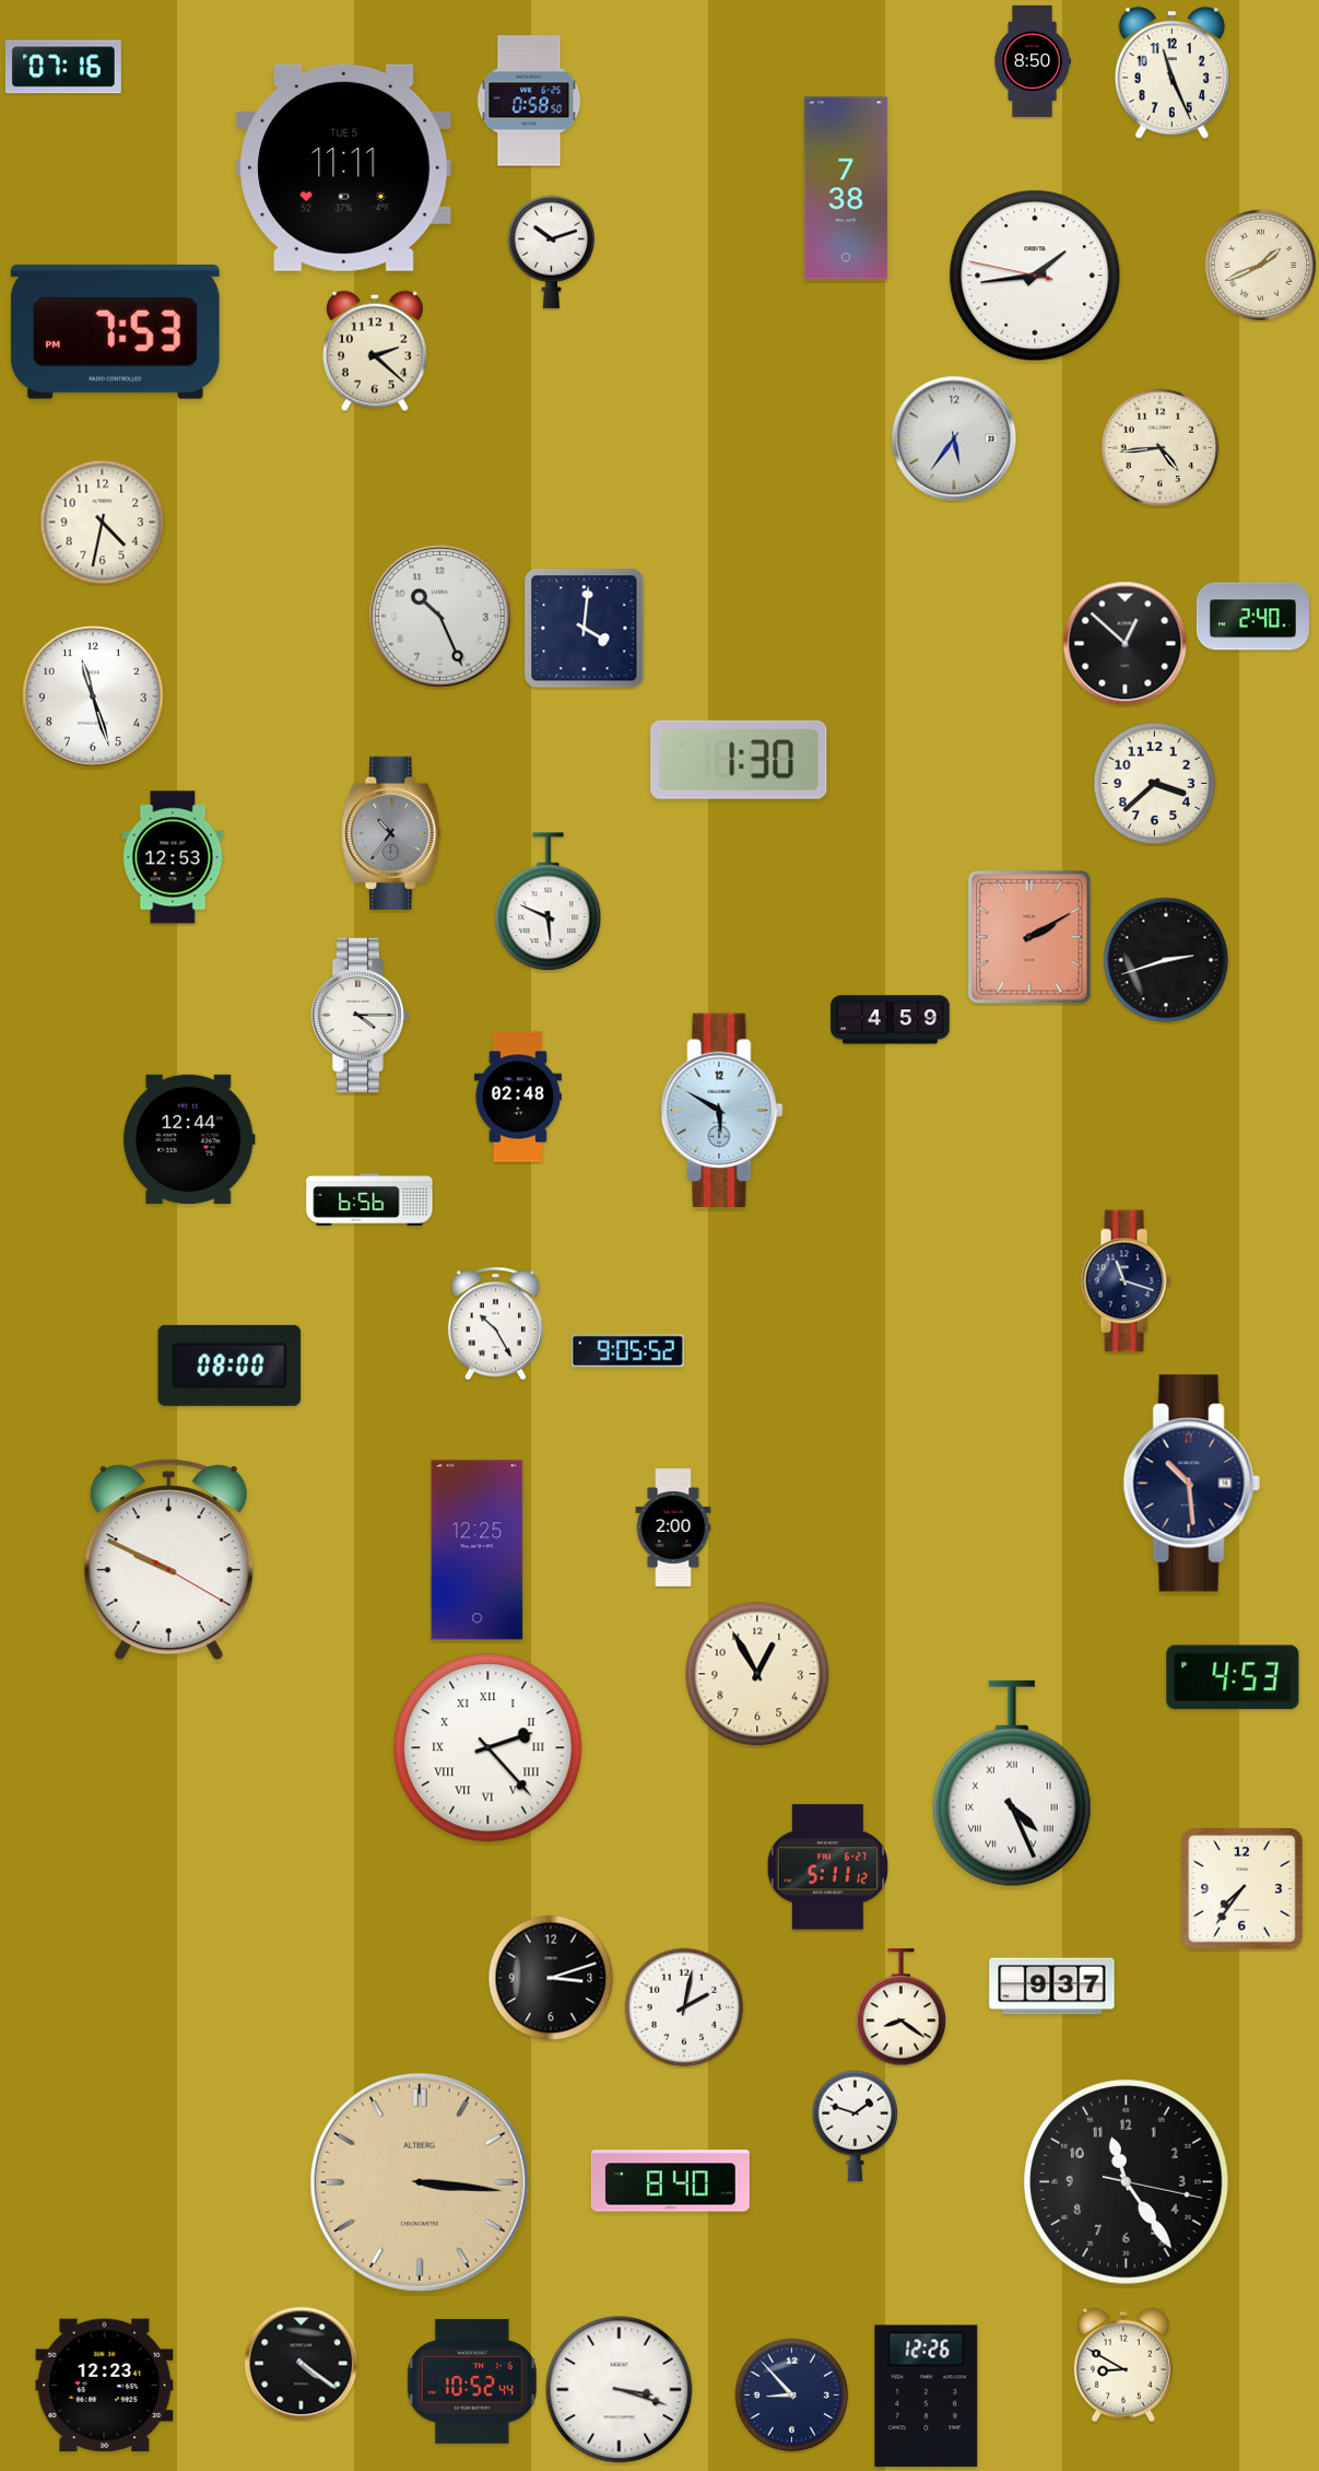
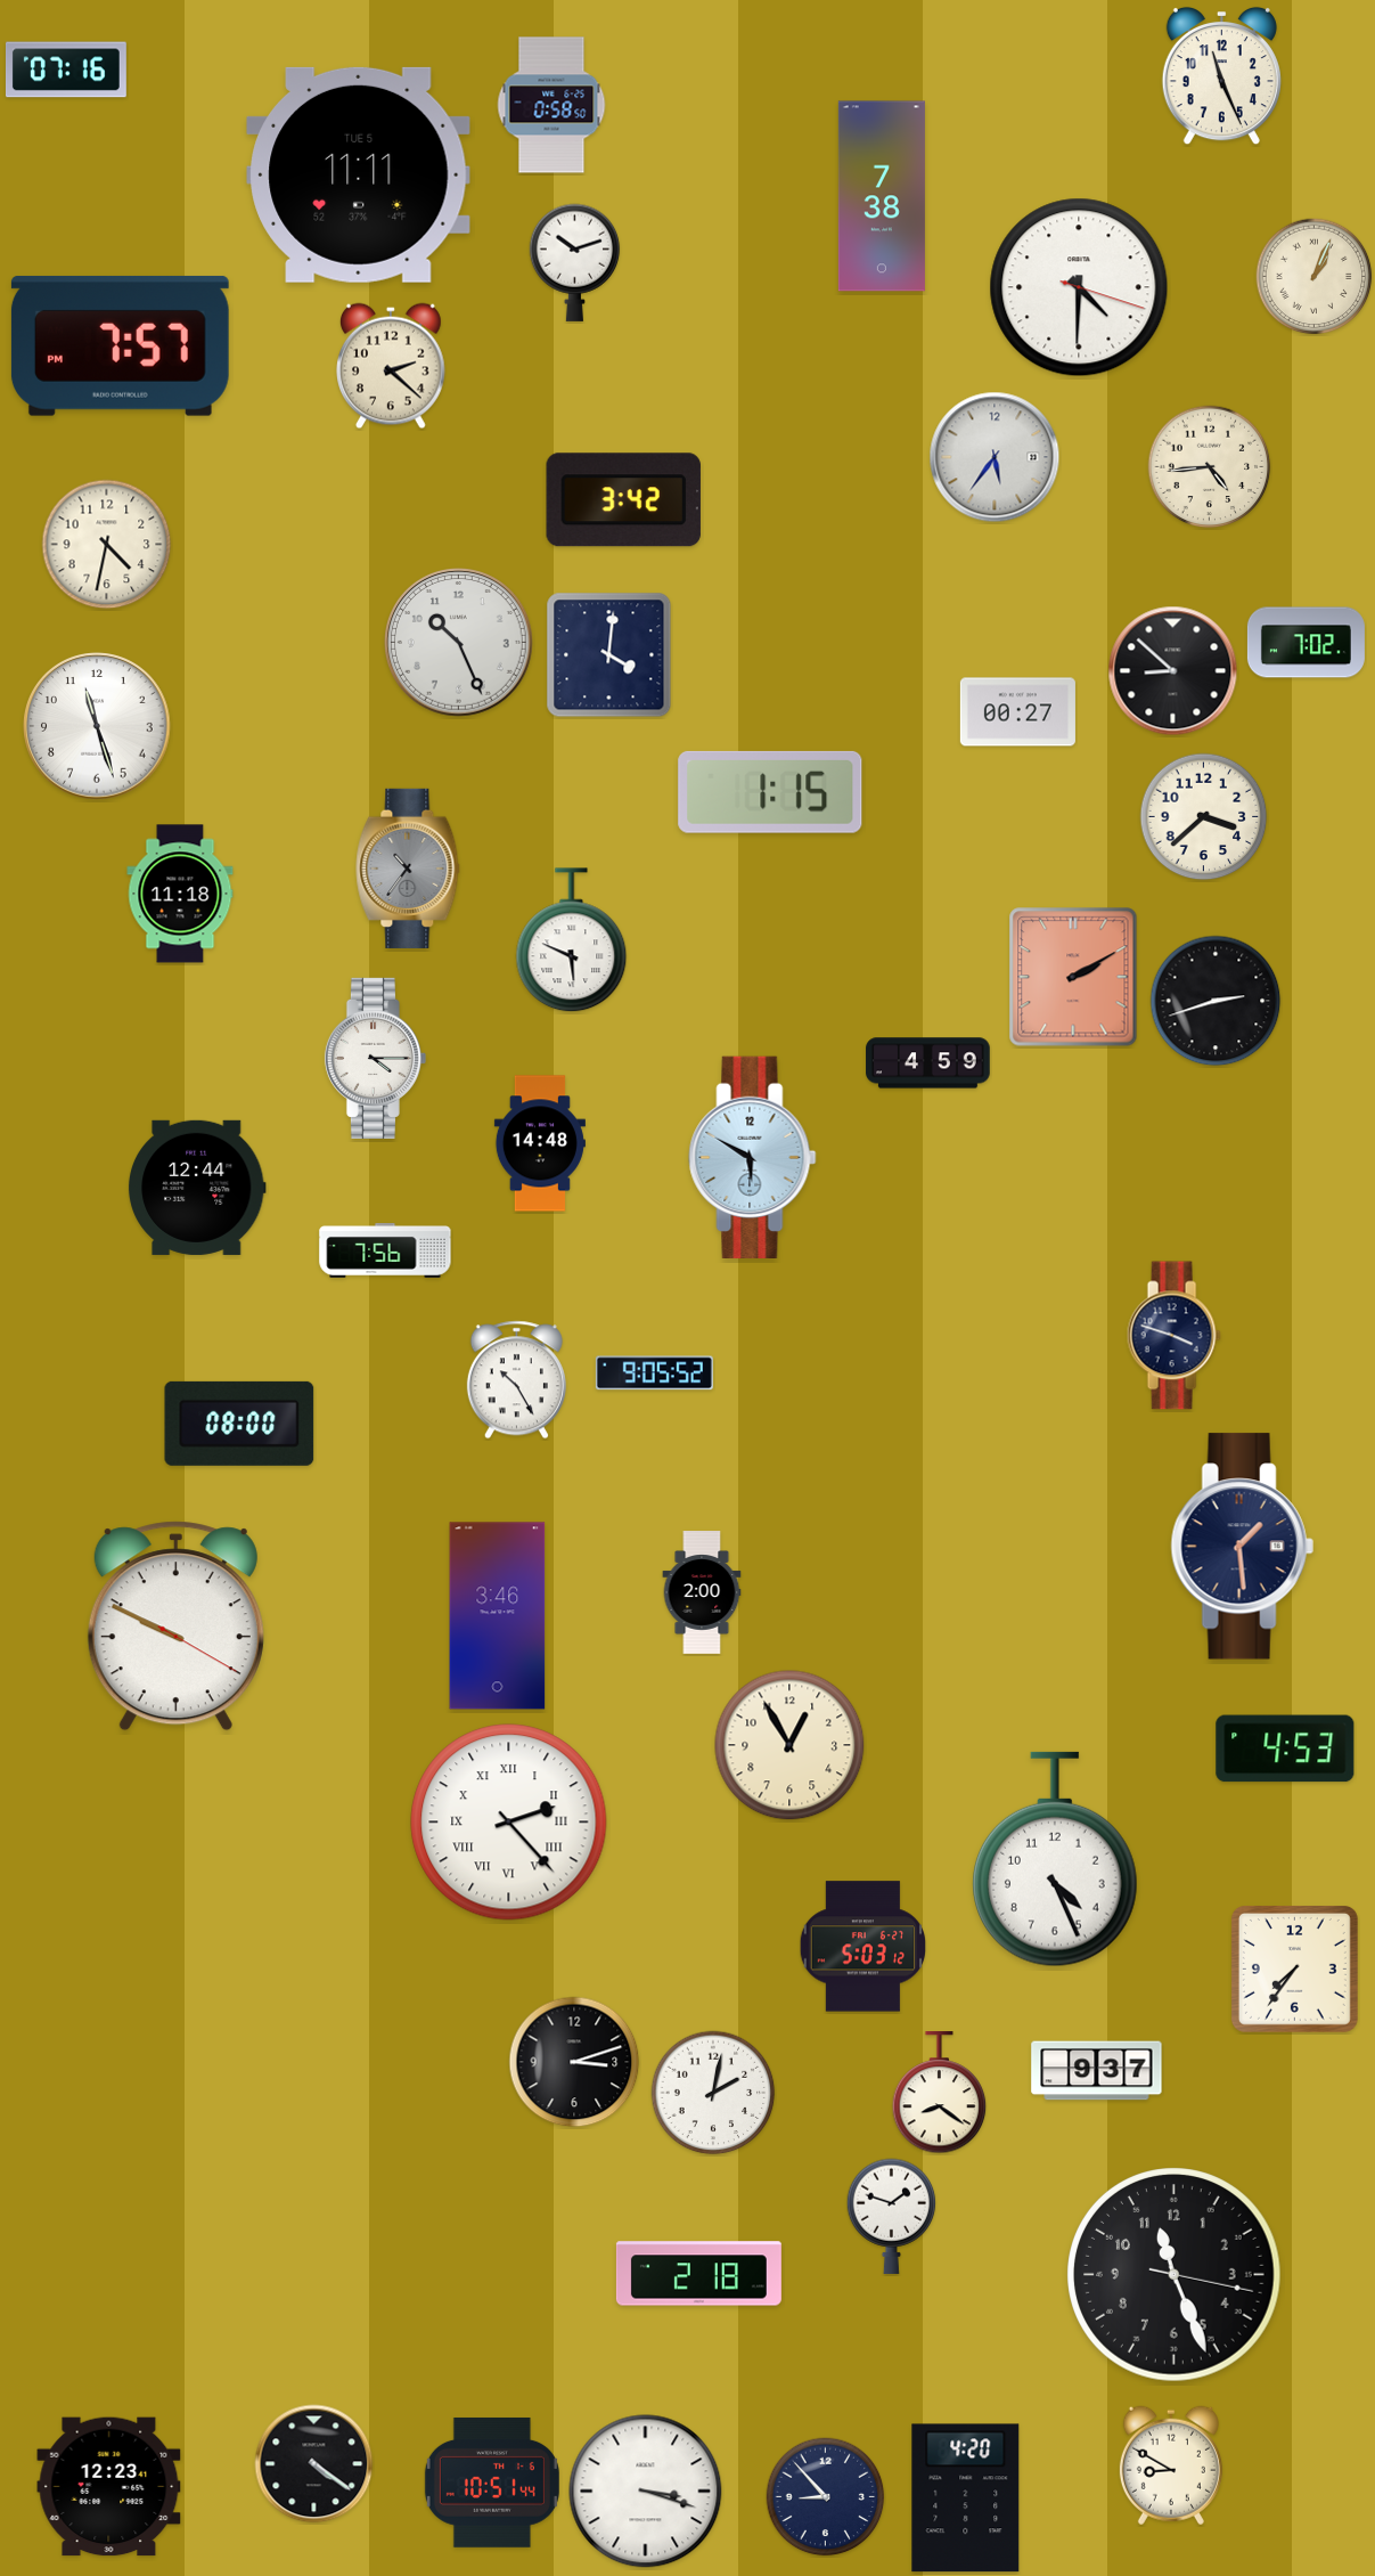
clock at (1032, 61): 8:50 -> none
clock at (1261, 266): 1:41 -> 1:04
clock at (1035, 276): 1:43 -> 4:30
clock at (115, 331): 7:53 -> 7:57
clock at (623, 500): none -> 3:42
clock at (1252, 617): 2:40 -> 7:02
clock at (1126, 644): 12:52 -> 8:52
clock at (1017, 712): none -> 00:27
clock at (739, 760): 1:30 -> 1:15
clock at (173, 857): 12:53 -> 11:18
clock at (518, 1097): 02:48 -> 14:48
clock at (369, 1201): 6:56 -> 7:56
clock at (1126, 1281): 11:18 -> 3:48
clock at (627, 1351) position: (627, 1351) -> (654, 1373)
clock at (1191, 1484): 10:29 -> 1:29
clock at (478, 1550): 12:25 -> 3:46
clock at (1012, 1783) numerals: Roman -> Arabic
clock at (827, 1867): 5:11 -> 5:03
clock at (670, 2181): 8:40 -> 2:18
clock at (420, 2182): 3:16 -> none
clock at (1127, 2182): 11:24 -> 11:26
clock at (472, 2381): 10:52 -> 10:51
clock at (927, 2397): 12:26 -> 4:20
